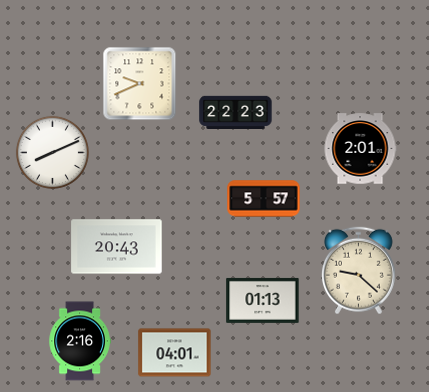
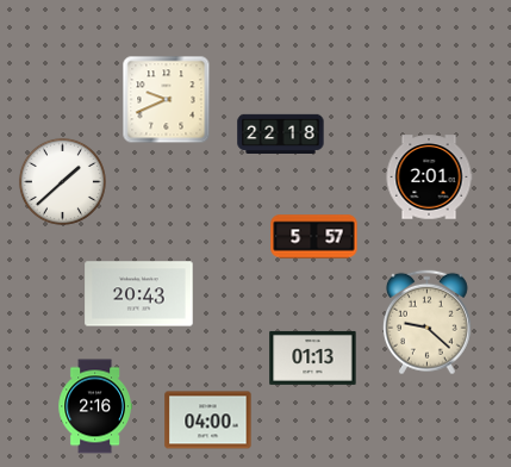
clock at (236, 112): 22:23 -> 22:18
clock at (52, 152): 8:11 -> 1:38
clock at (175, 353): 04:01 -> 04:00
